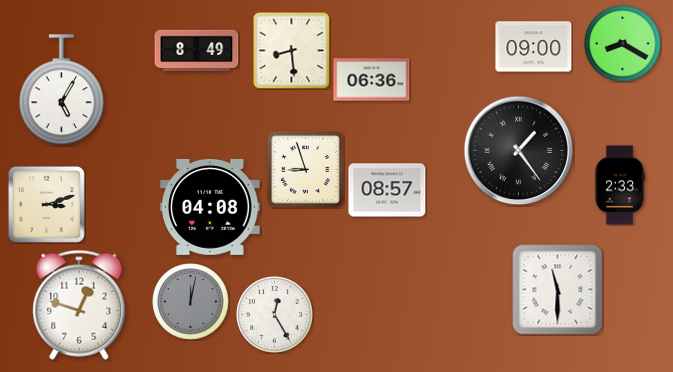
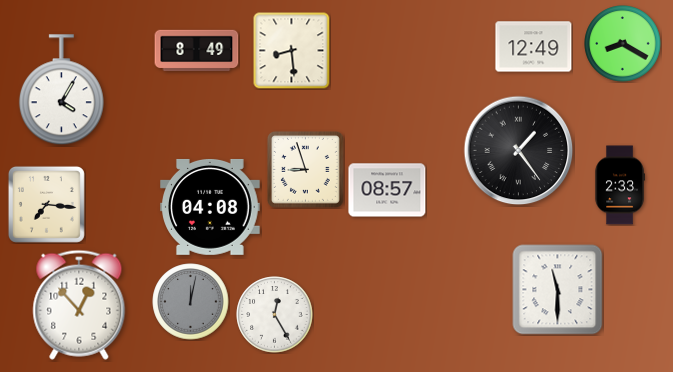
clock at (534, 47): 09:00 -> 12:49
clock at (372, 80): 06:36 -> none
clock at (61, 90): 5:05 -> 4:05
clock at (46, 204): 3:12 -> 7:16
clock at (79, 305): 12:48 -> 12:53
